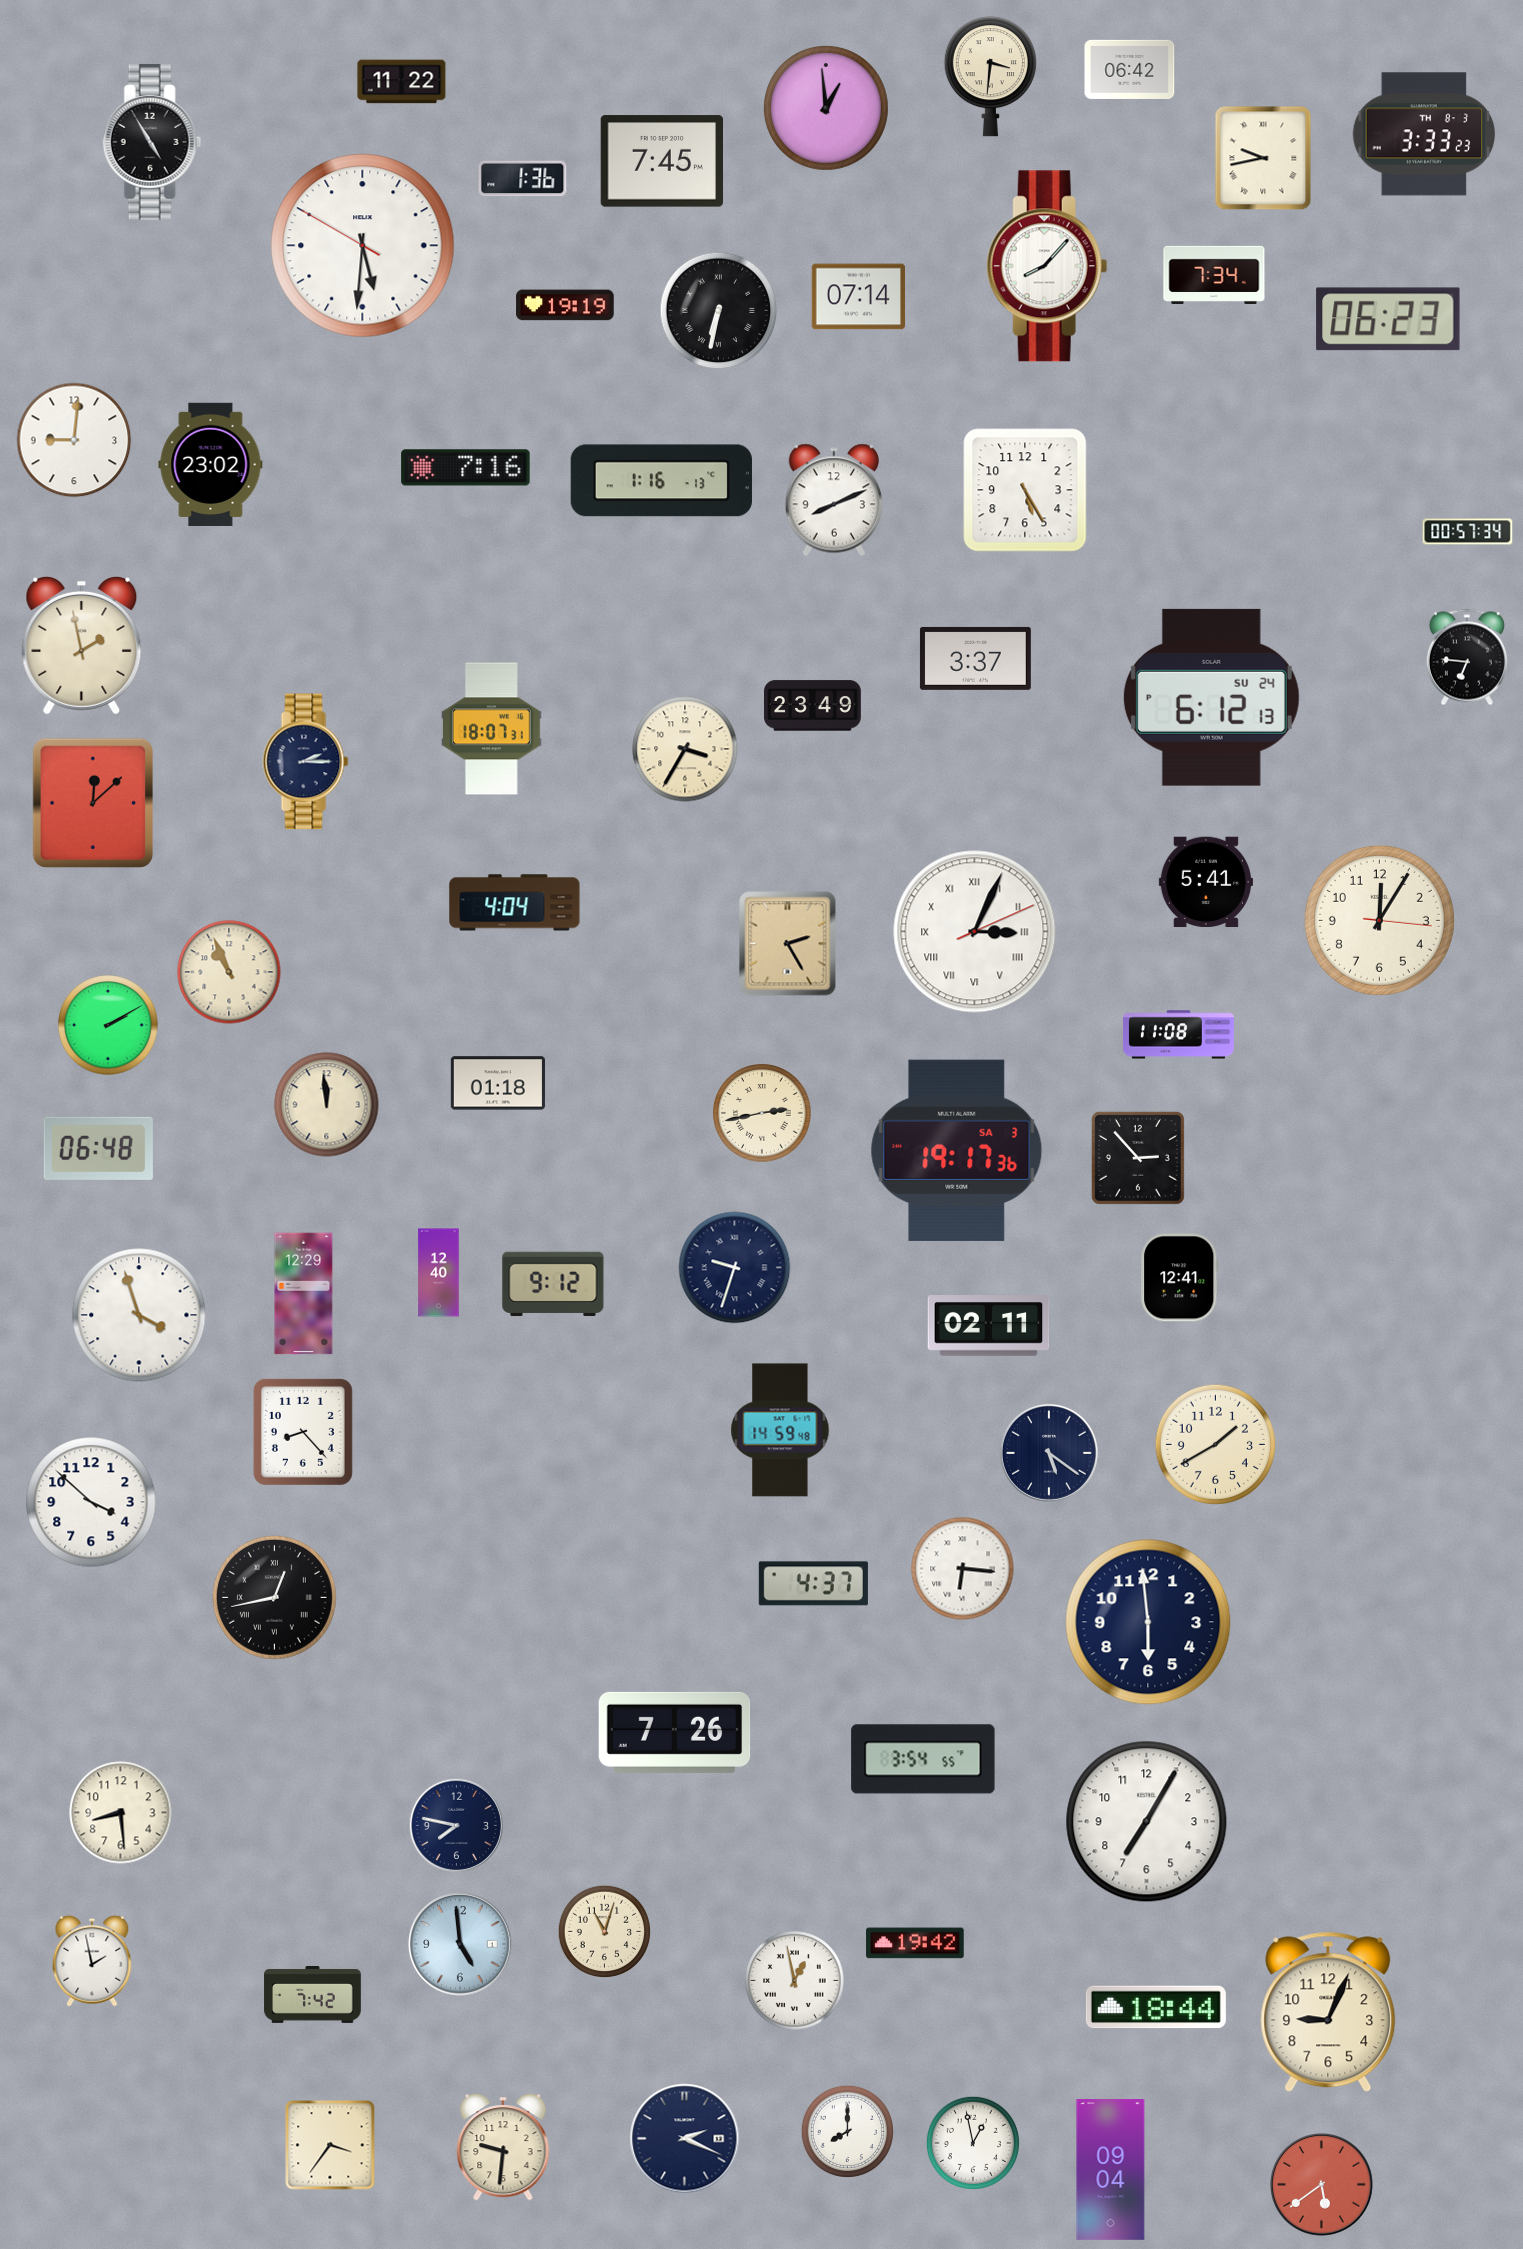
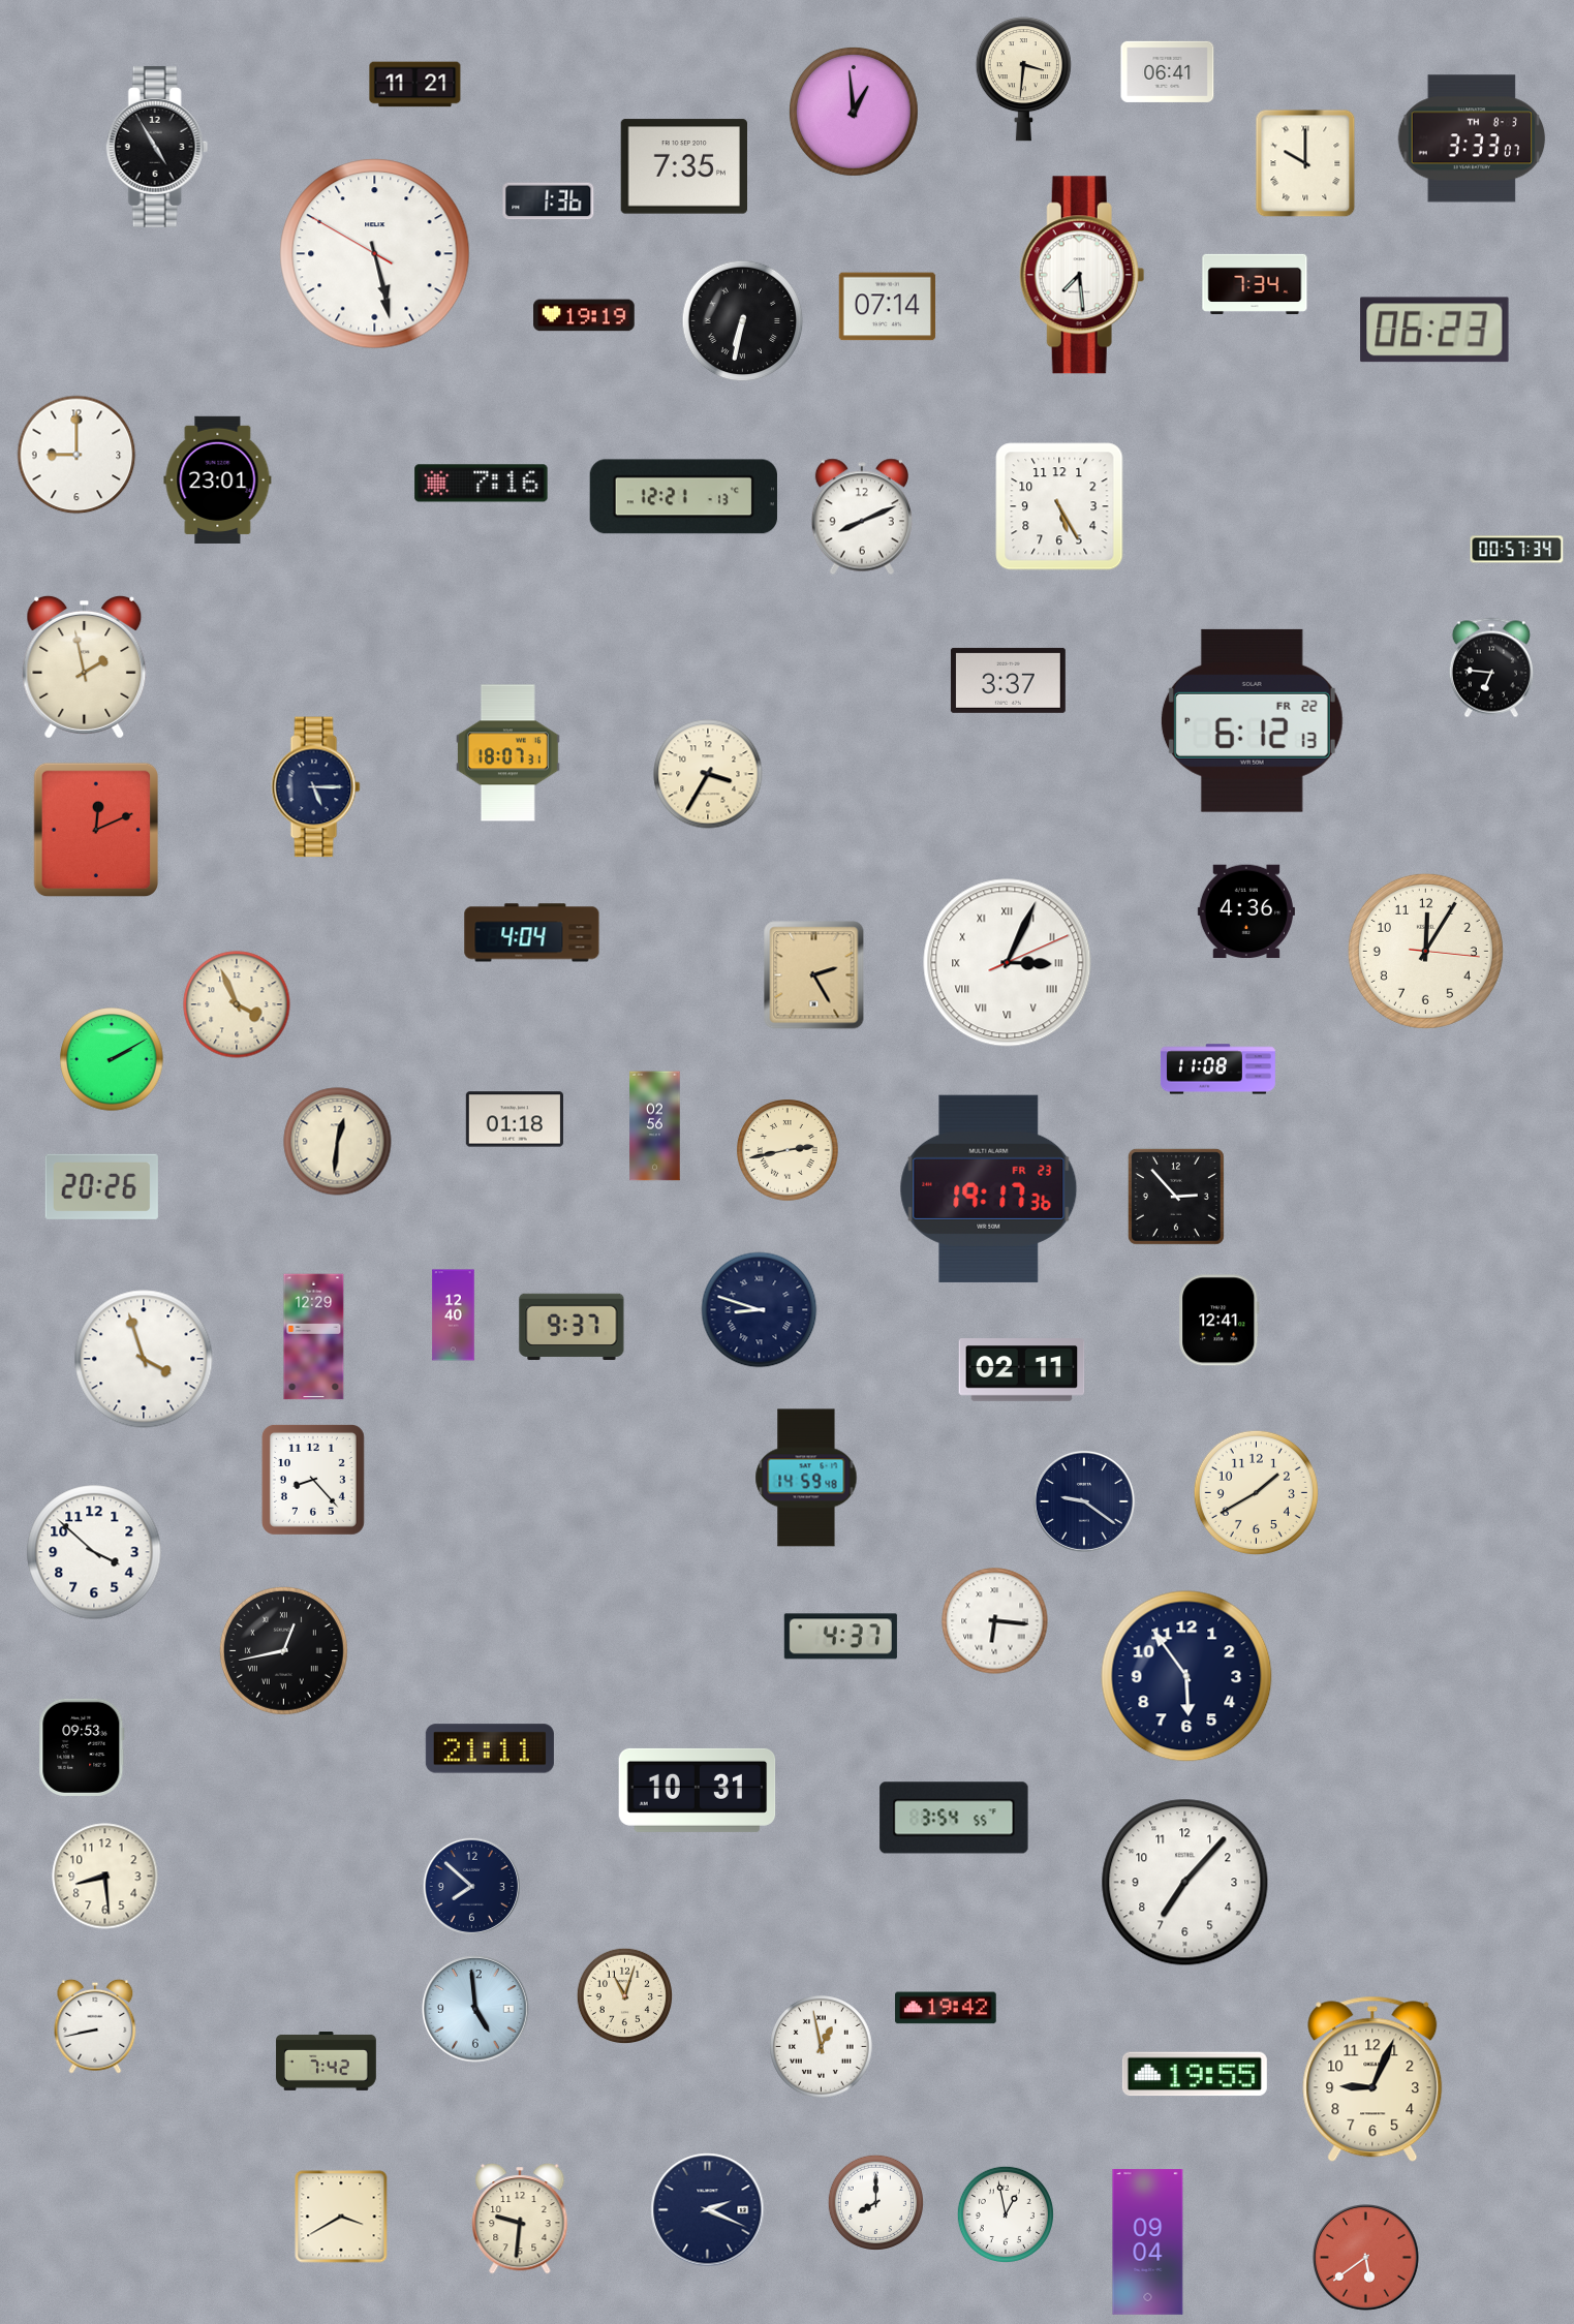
clock at (1130, 69): 06:42 -> 06:41
clock at (402, 82): 11:22 -> 11:21
clock at (1424, 134): 3:33:23 -> 3:33:07
clock at (1263, 158): 9:43 -> 10:00
clock at (661, 161): 7:45 -> 7:35
clock at (523, 179) position: (523, 179) -> (549, 202)
clock at (363, 246): 5:30 -> 5:27
clock at (1047, 266): 8:07 -> 7:29
clock at (74, 440): 9:01 -> 9:00
clock at (211, 464): 23:02 -> 23:01
clock at (661, 481): 1:16 -> 12:21
clock at (1467, 657) position: (1467, 657) -> (1491, 668)
clock at (1211, 697) date: SU 24 -> FR 22
clock at (813, 706): 23:49 -> none
clock at (306, 762): 2:15 -> 5:15
clock at (93, 803): 12:08 -> 12:11
clock at (1206, 882): 5:41 -> 4:36
clock at (229, 972): 10:56 -> 3:56
clock at (655, 1126): none -> 02:56
clock at (327, 1105): 11:59 -> 12:31
clock at (98, 1148): 06:48 -> 20:26
clock at (957, 1150) date: SA 3 -> FR 23
clock at (735, 1268): 9:33 -> 8:48
clock at (553, 1284): 9:12 -> 9:37
clock at (1049, 1453): 5:21 -> 9:21
clock at (1148, 1622): 5:59 -> 5:54
clock at (82, 1747): none -> 09:53
clock at (490, 1748): none -> 21:11
clock at (675, 1732): 7:26 -> 10:31
clock at (121, 1813) position: (121, 1813) -> (105, 1877)
clock at (1147, 1822): 7:05 -> 7:07
clock at (456, 1825): 7:47 -> 7:52
clock at (92, 1961): 1:58 -> 8:43
clock at (313, 1995) position: (313, 1995) -> (327, 2062)
clock at (1156, 2007): 18:44 -> 19:55
clock at (330, 2145): 3:36 -> 3:40
